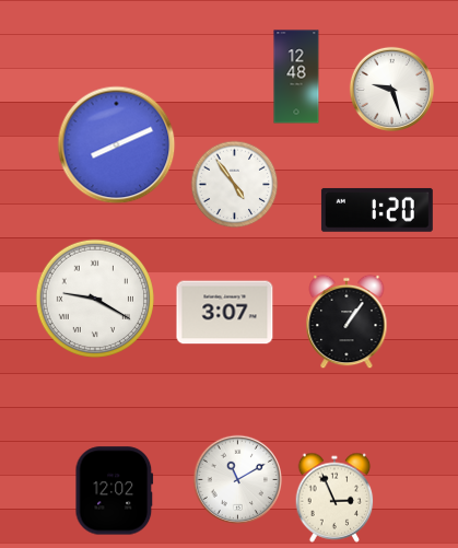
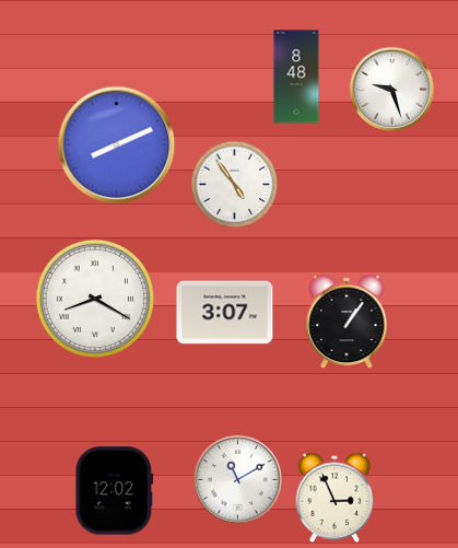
clock at (296, 77): 12:48 -> 8:48
clock at (377, 210): 1:20 -> none
clock at (95, 299): 9:20 -> 8:20
